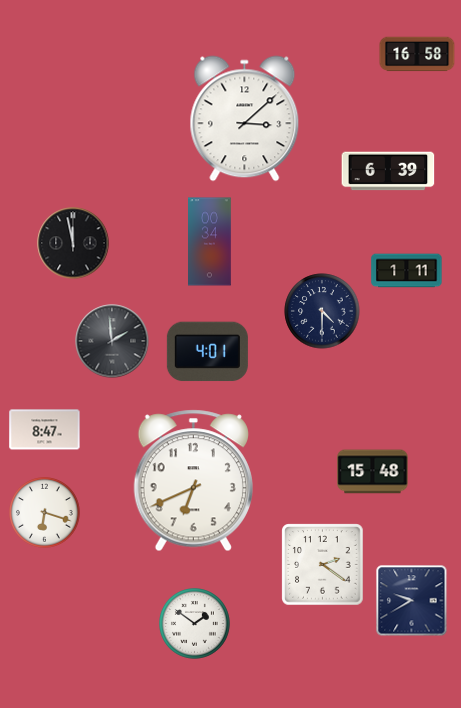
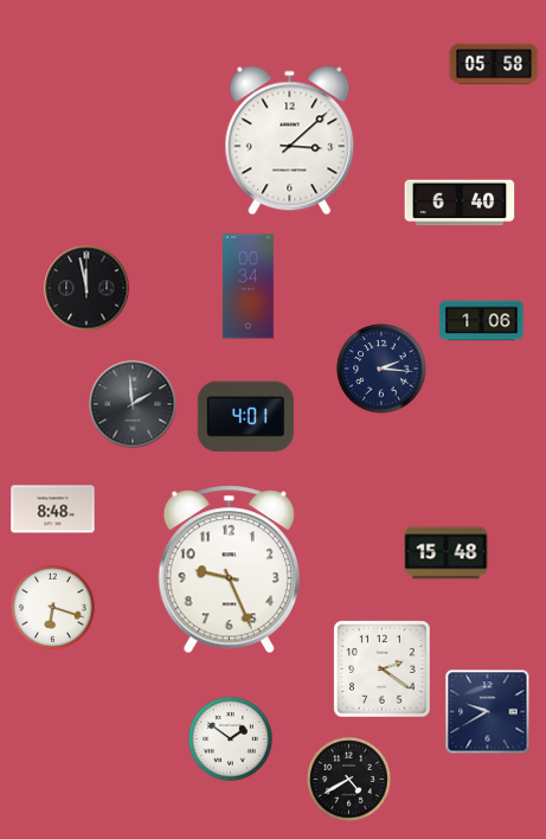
clock at (417, 54): 16:58 -> 05:58
clock at (388, 171): 6:39 -> 6:40
clock at (407, 271): 1:11 -> 1:06
clock at (322, 311): 4:30 -> 2:16
clock at (45, 430): 8:47 -> 8:48
clock at (373, 472) position: (373, 472) -> (447, 553)
clock at (193, 481): 6:41 -> 9:26
clock at (349, 780): none -> 4:40
